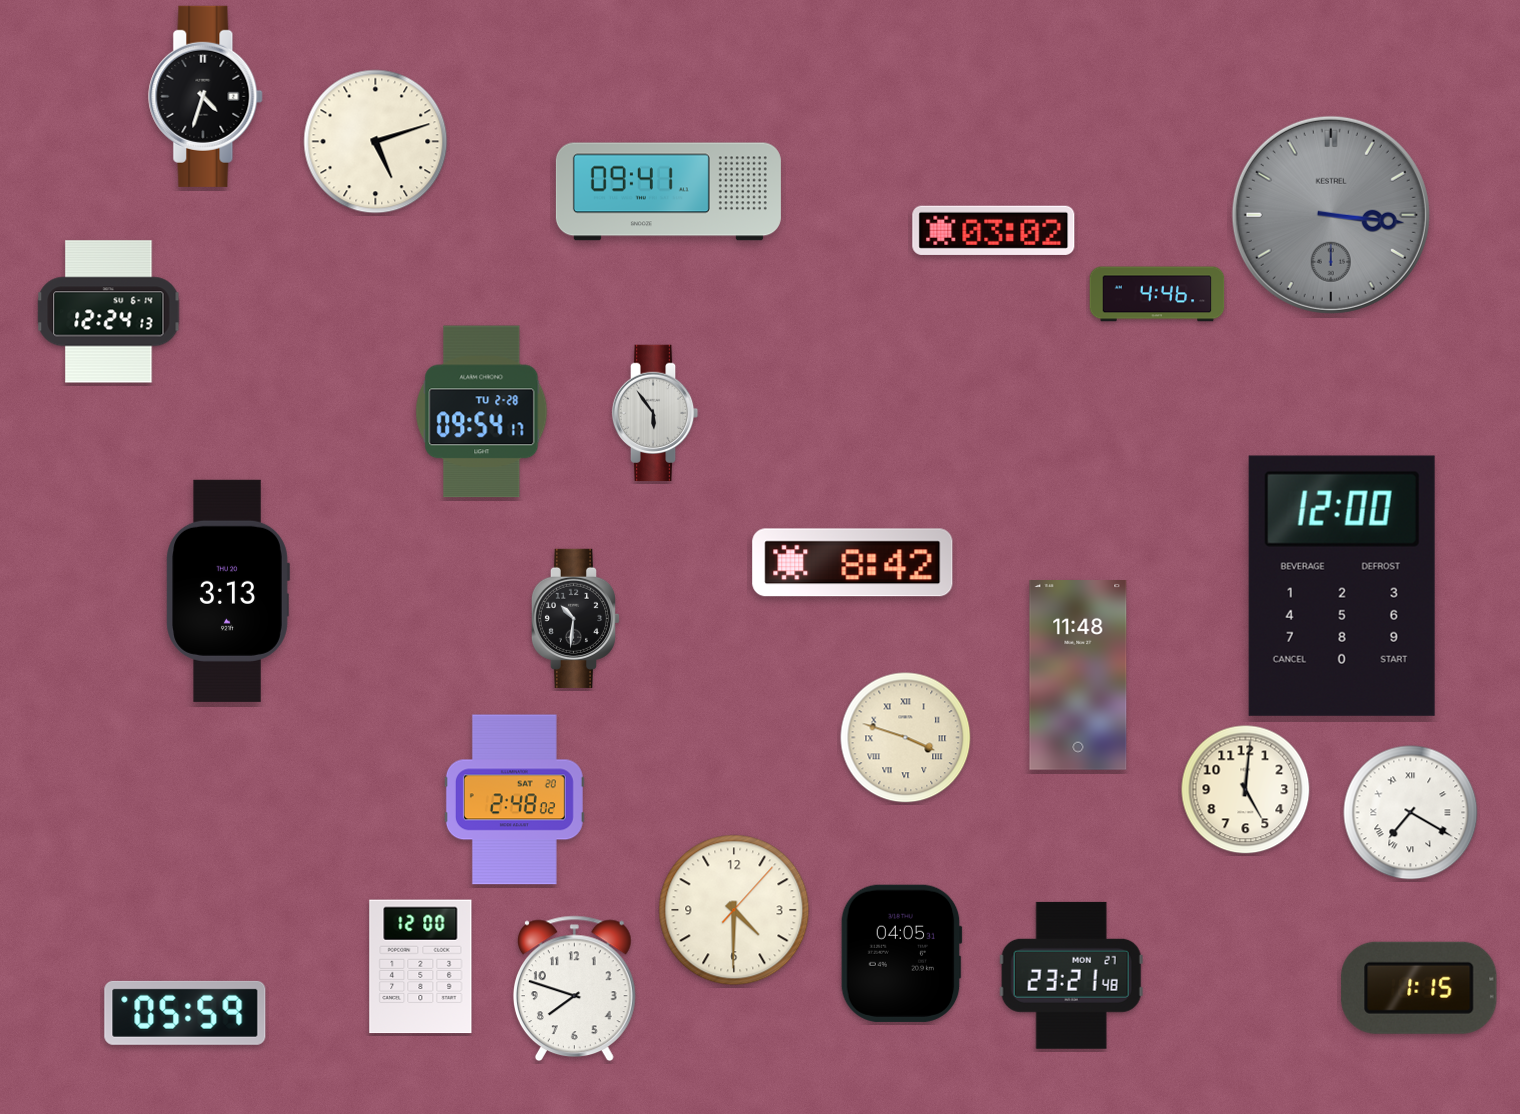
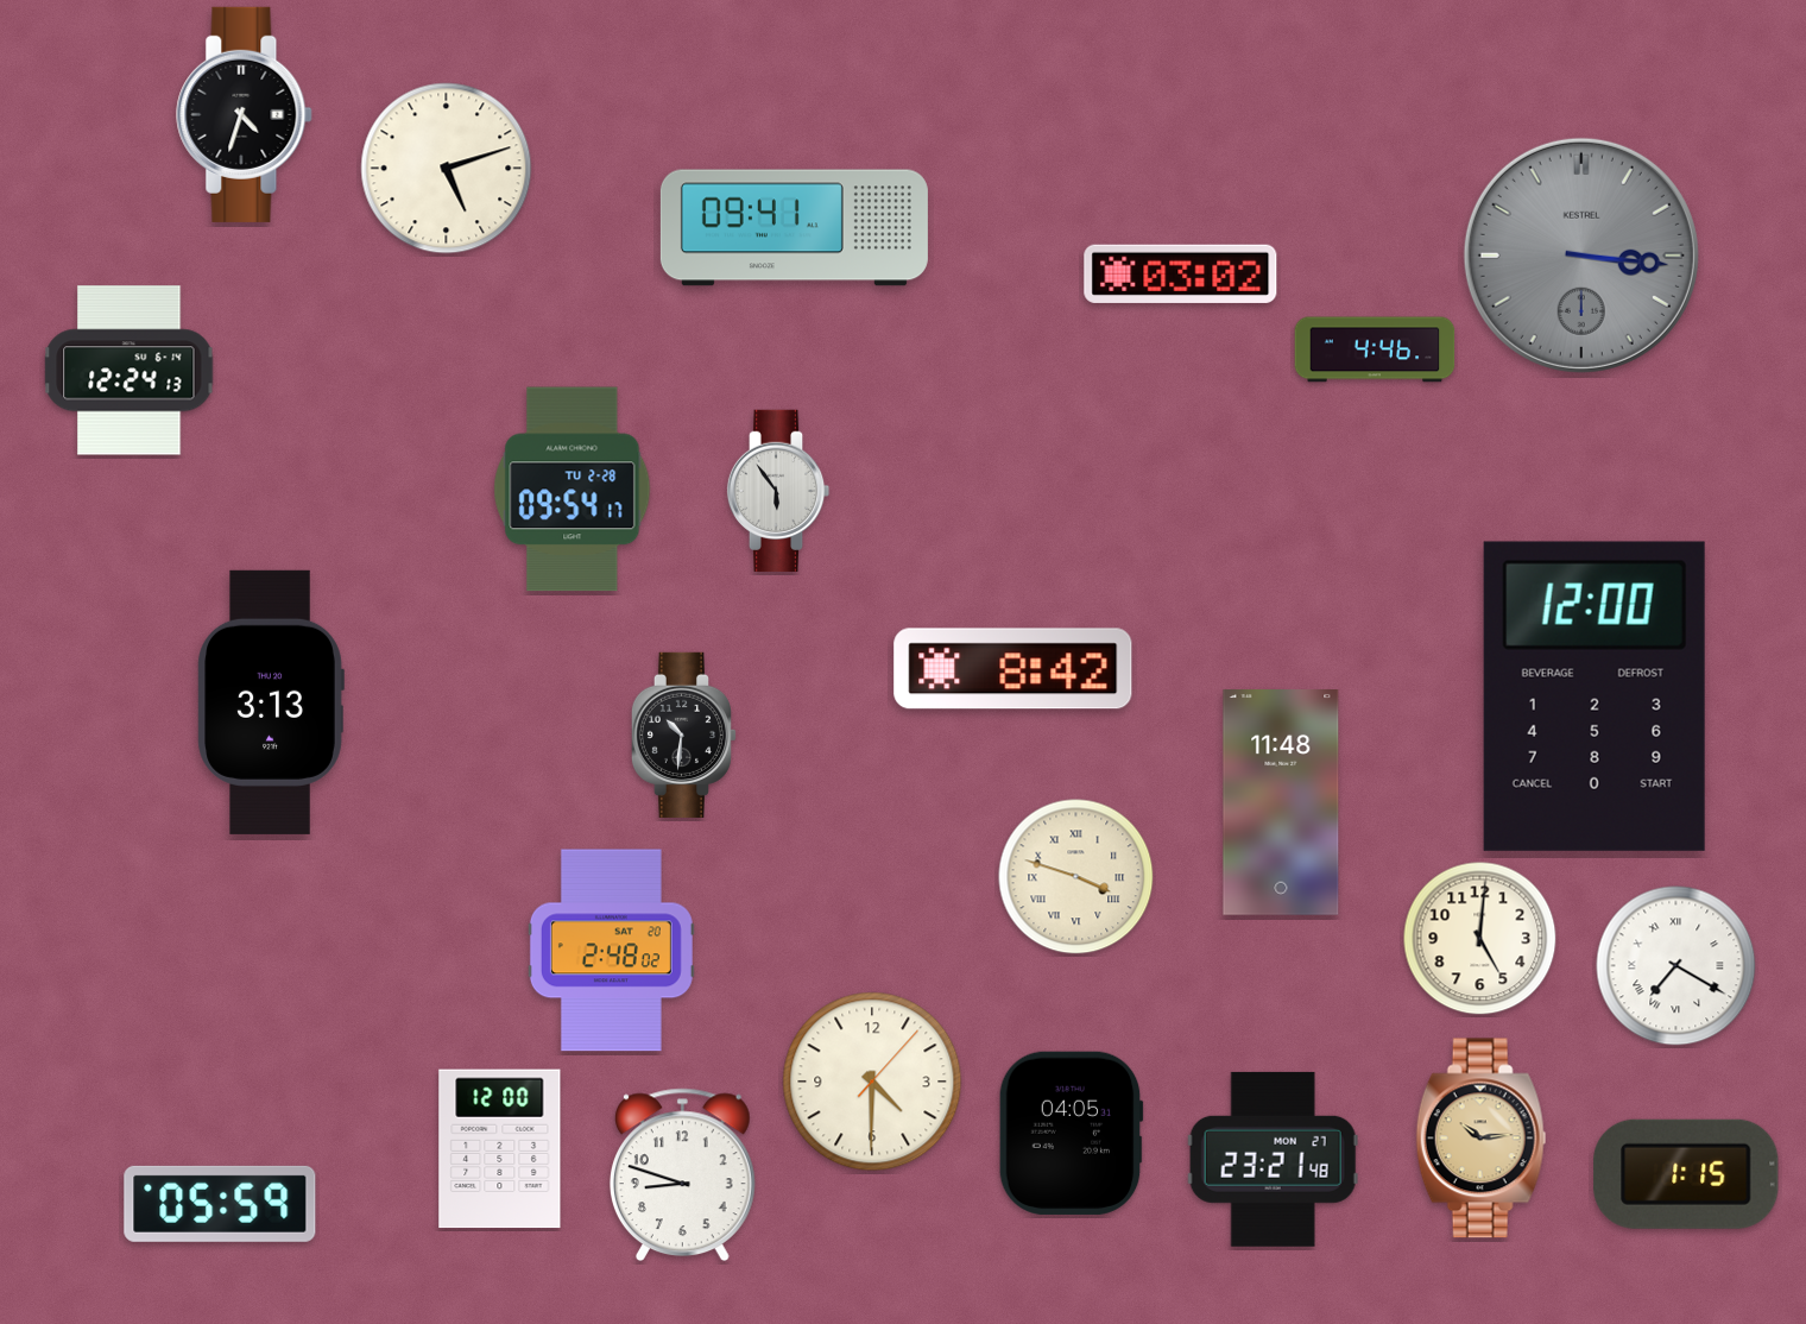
clock at (1482, 1139): none -> 10:14
clock at (574, 989): 7:48 -> 8:48
